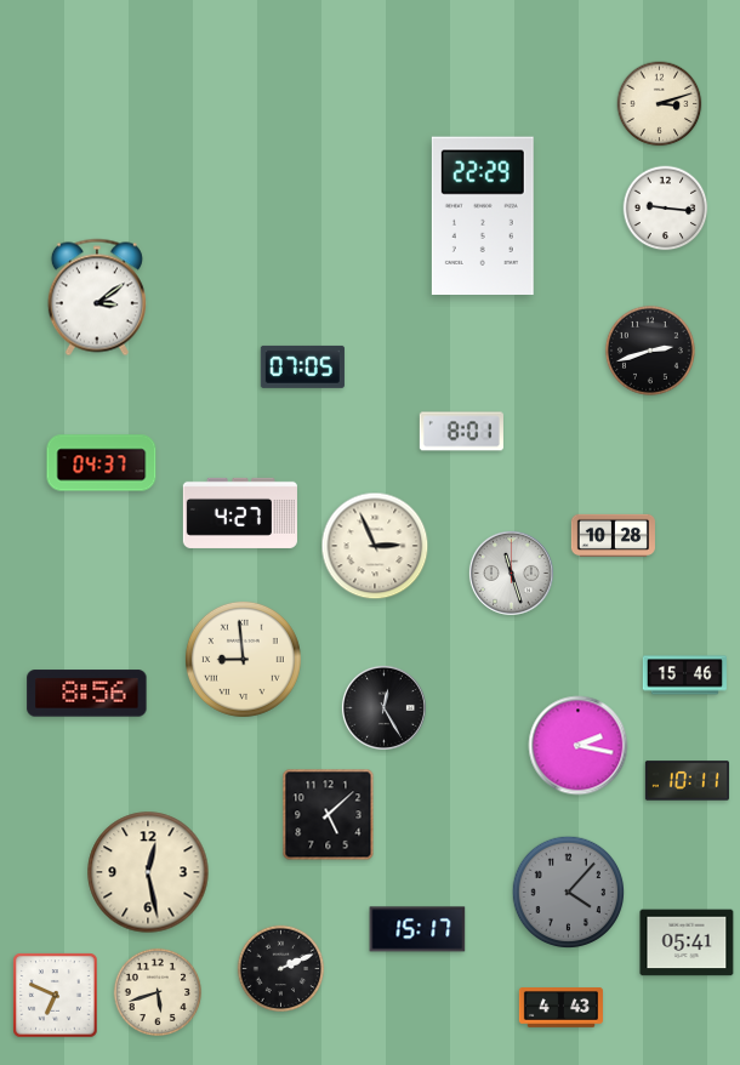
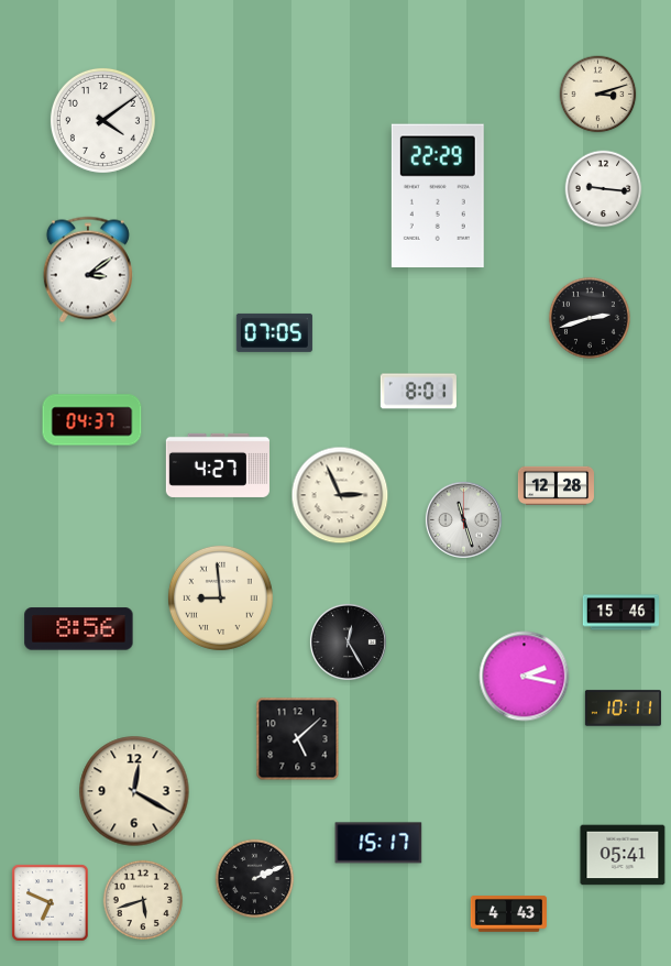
clock at (102, 120): none -> 4:09
clock at (613, 535): 10:28 -> 12:28
clock at (148, 872): 12:28 -> 12:20
clock at (569, 893): 4:07 -> none
